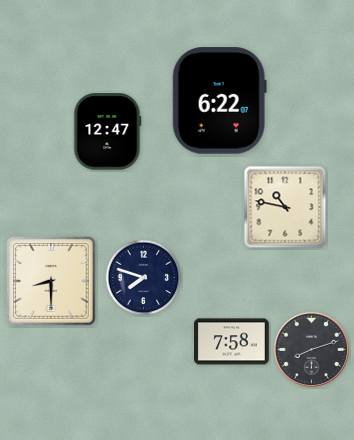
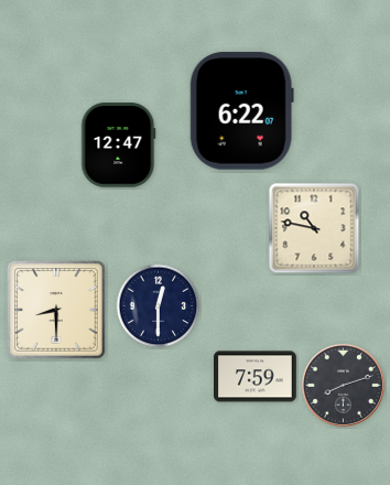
clock at (144, 278): 7:48 -> 12:30
clock at (232, 342): 7:58 -> 7:59
